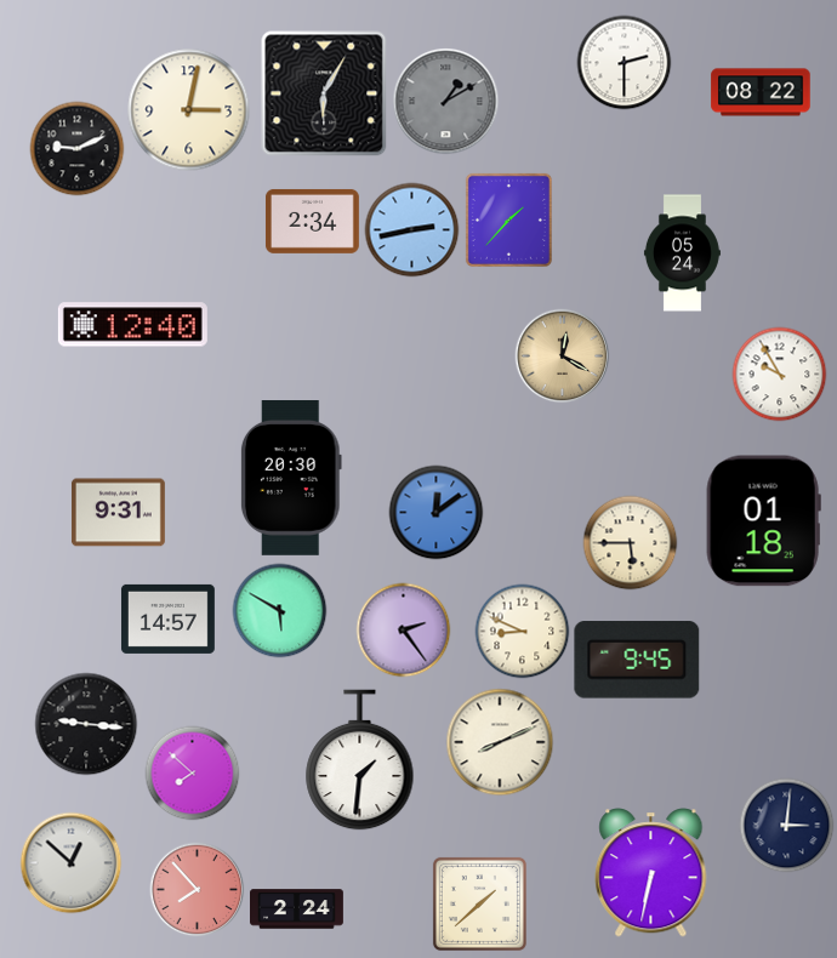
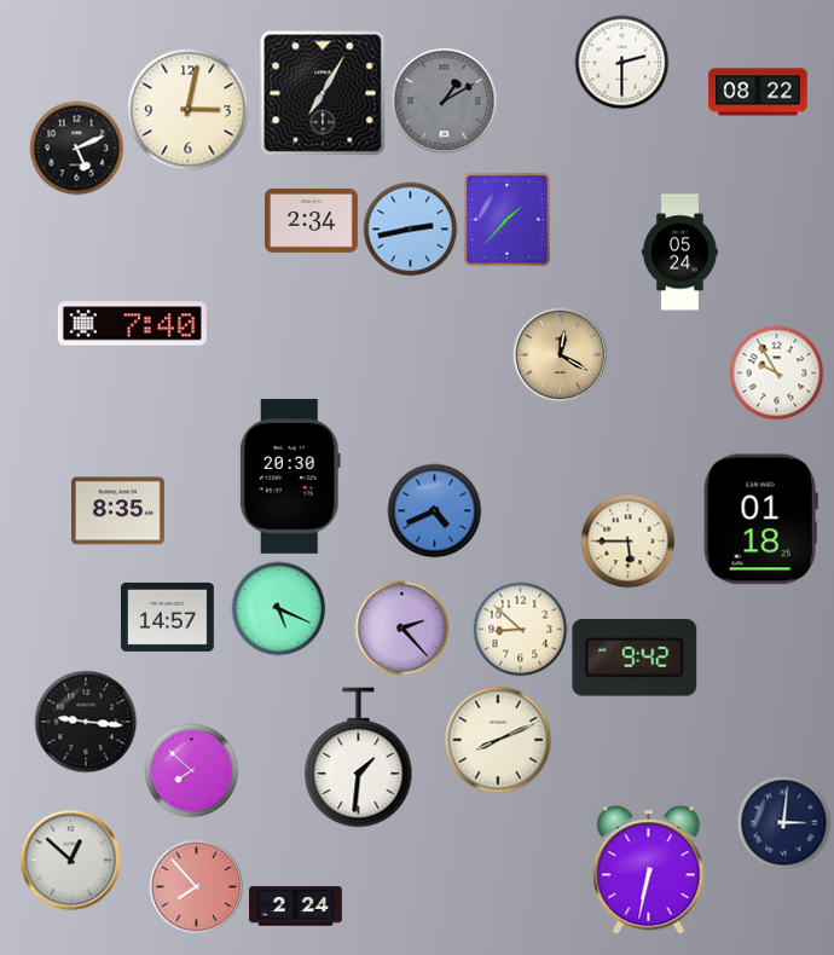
clock at (324, 93): 6:05 -> 7:05
clock at (76, 148): 9:11 -> 5:11
clock at (132, 325): 12:40 -> 7:40
clock at (435, 512): 12:09 -> 4:41
clock at (118, 513): 9:31 -> 8:35
clock at (279, 610): 5:50 -> 5:19
clock at (403, 629): 2:24 -> 2:23
clock at (522, 631): 8:49 -> 8:52
clock at (637, 660): 9:45 -> 9:42
clock at (479, 903): 1:38 -> none
